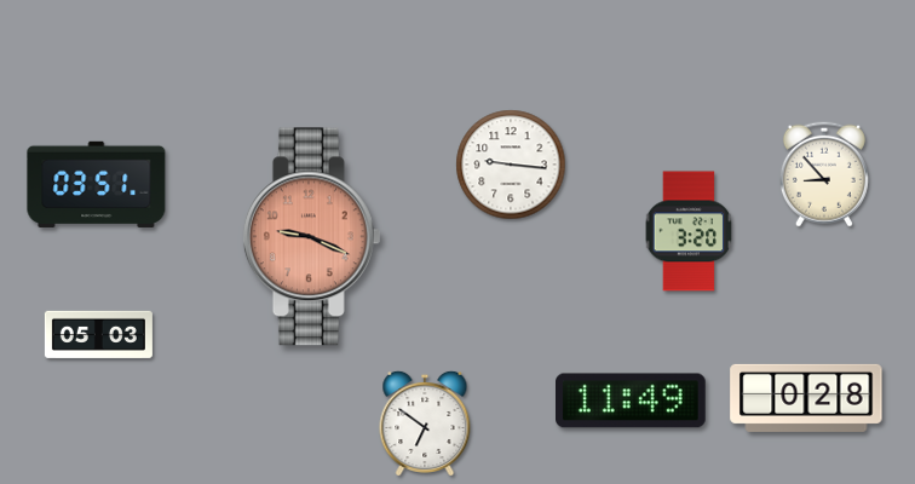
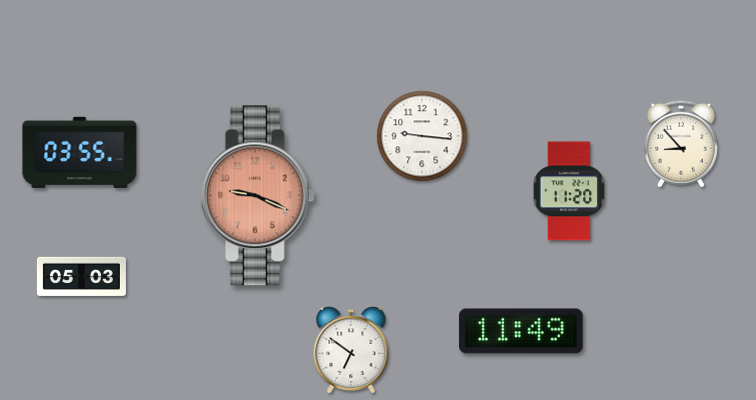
clock at (97, 184): 03:51 -> 03:55
clock at (689, 231): 3:20 -> 11:20
clock at (806, 398): 0:28 -> none
